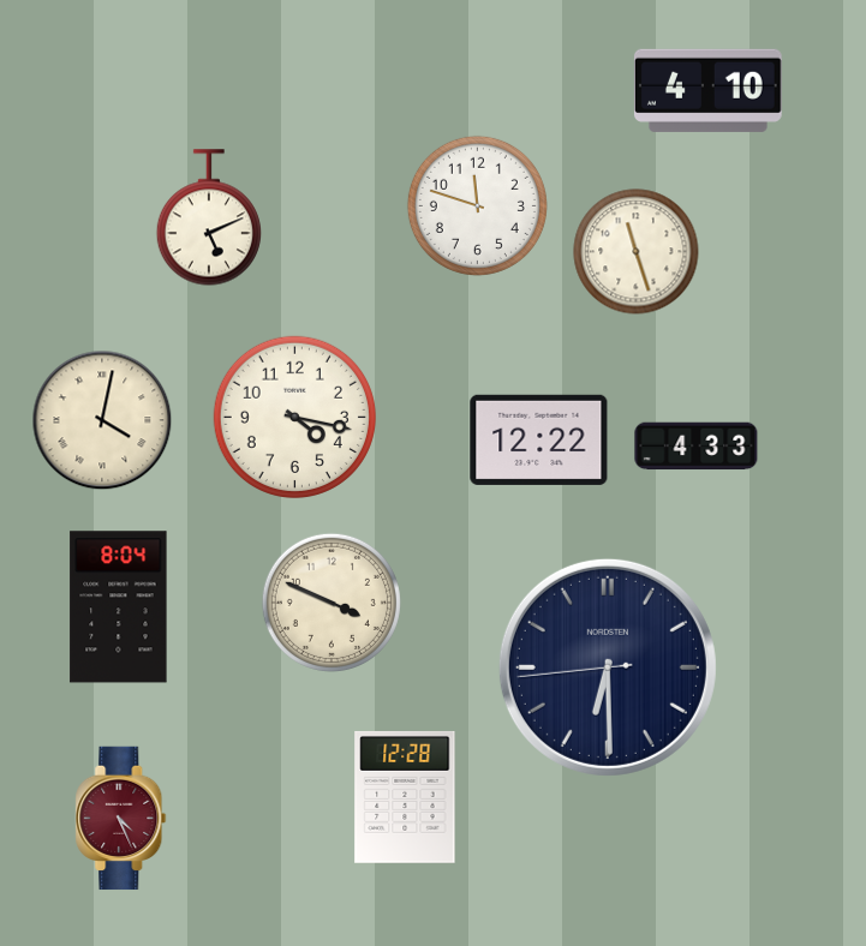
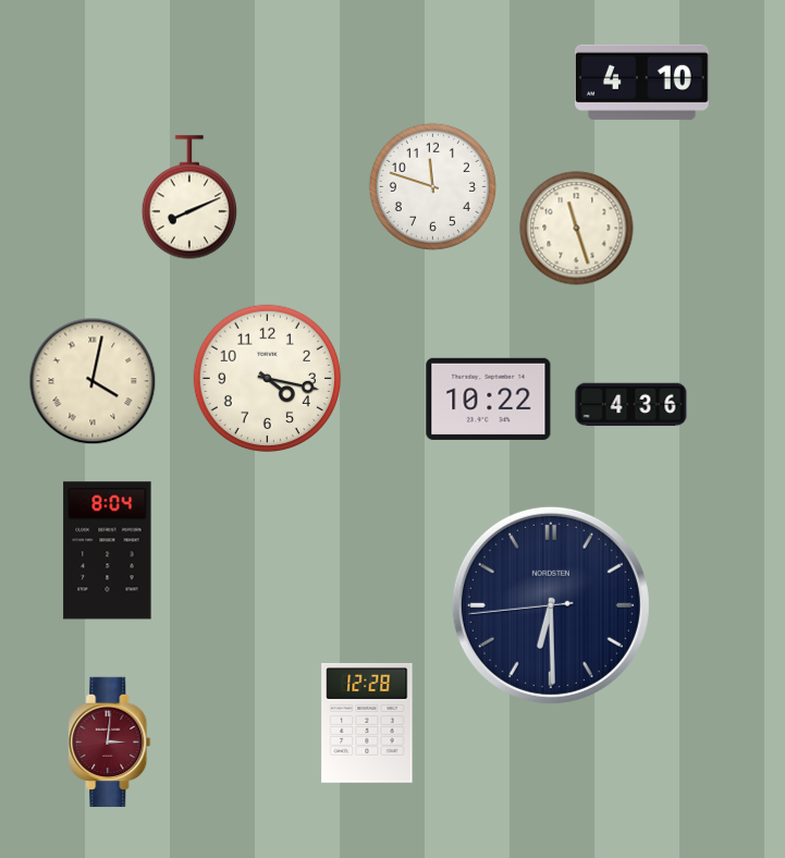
clock at (208, 217): 5:11 -> 8:11
clock at (539, 439): 12:22 -> 10:22
clock at (697, 447): 4:33 -> 4:36
clock at (332, 603): 3:49 -> none
clock at (121, 819): 4:26 -> 3:01
